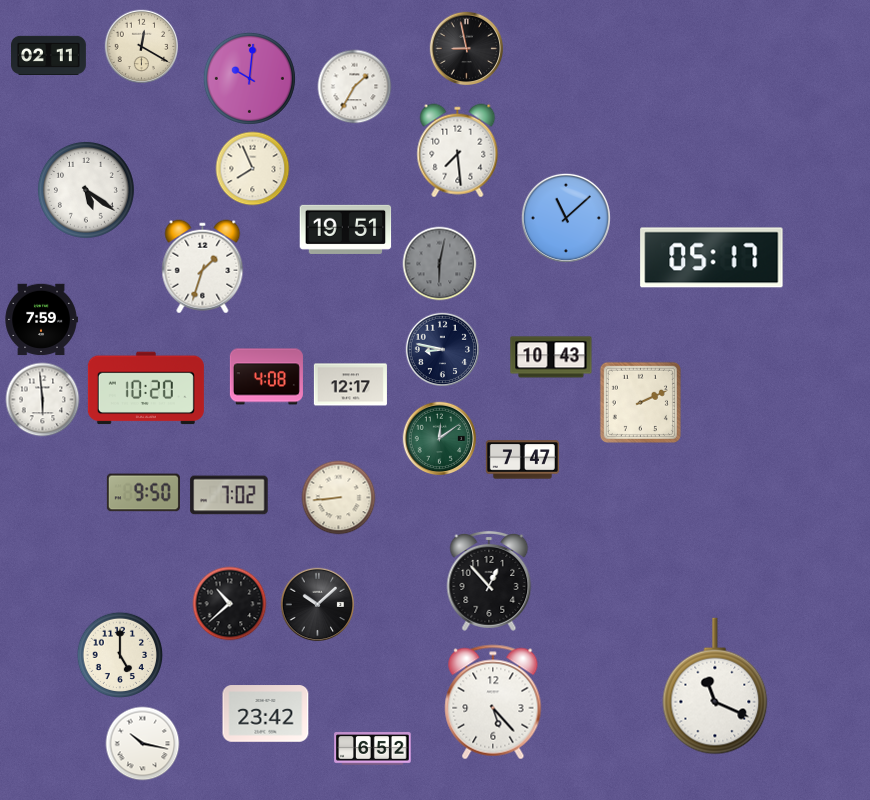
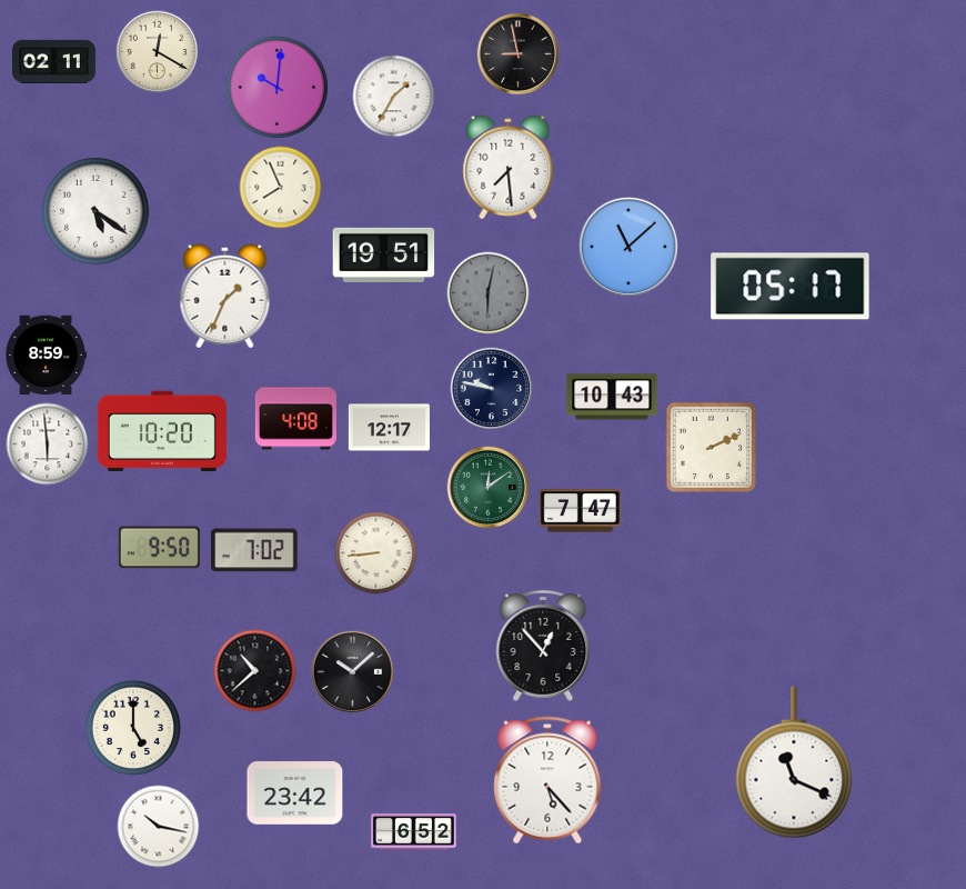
clock at (566, 218) position: (566, 218) -> (628, 247)
clock at (203, 267): 1:33 -> 1:34
clock at (41, 320): 7:59 -> 8:59
clock at (443, 350): 8:47 -> 9:47
